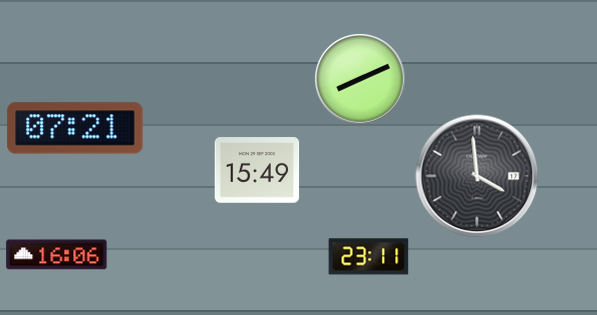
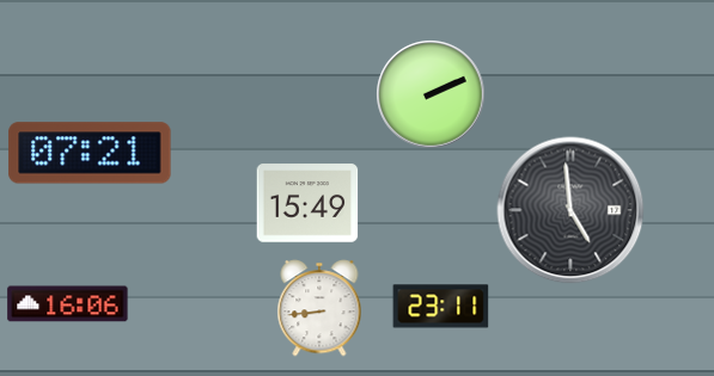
clock at (360, 79): 8:11 -> 2:11
clock at (477, 176): 3:59 -> 4:59
clock at (319, 308): none -> 8:44
